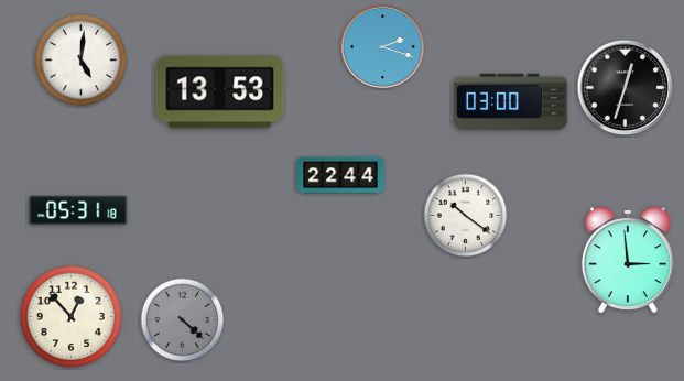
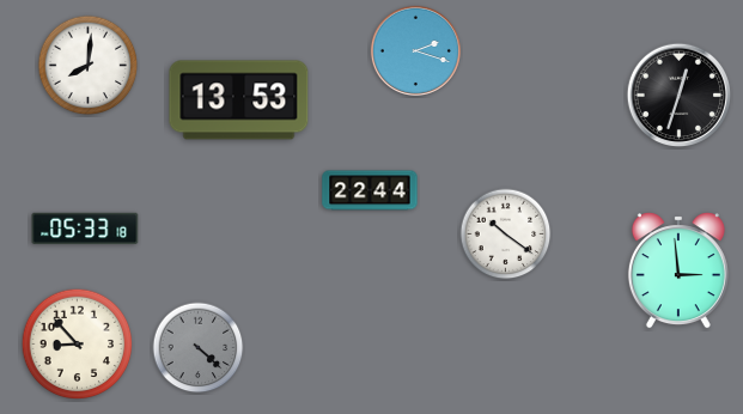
clock at (82, 61): 5:01 -> 8:01
clock at (511, 101): 03:00 -> none
clock at (78, 210): 05:31 -> 05:33
clock at (628, 260) position: (628, 260) -> (678, 270)
clock at (72, 317): 12:53 -> 8:53
